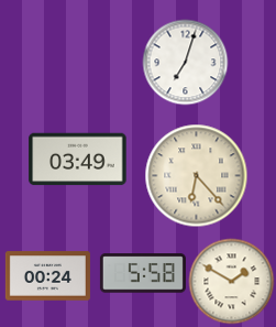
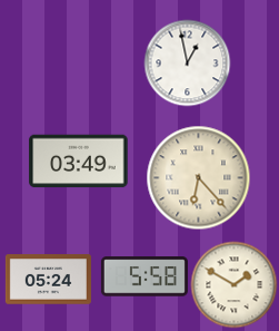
clock at (185, 62): 7:03 -> 12:58
clock at (47, 276): 00:24 -> 05:24
